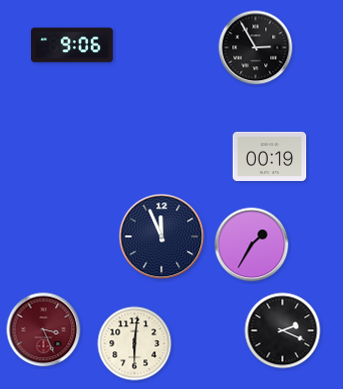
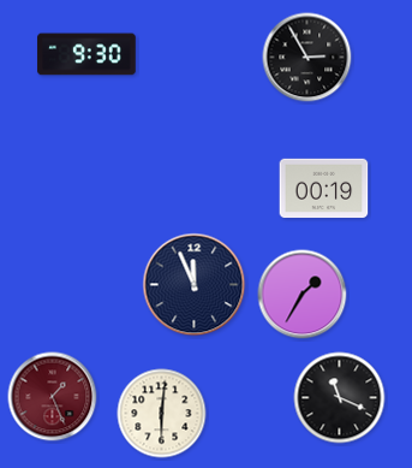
clock at (72, 45): 9:06 -> 9:30
clock at (44, 330): 3:26 -> 1:26
clock at (283, 331): 2:19 -> 11:19
